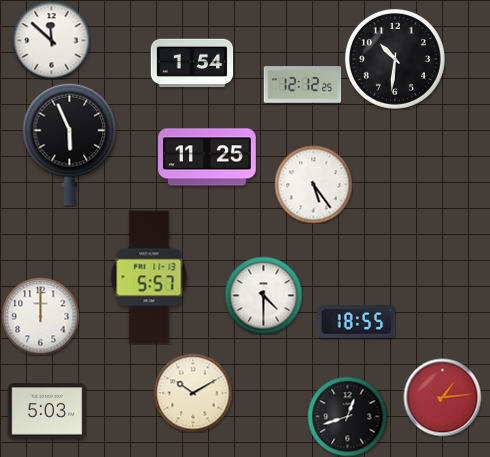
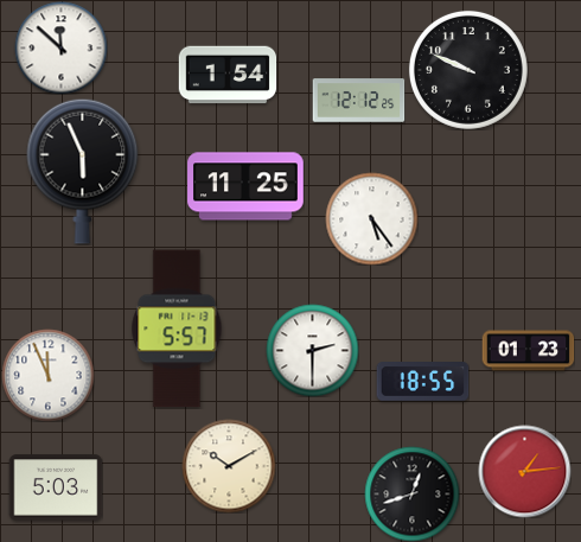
clock at (395, 59): 10:31 -> 9:49
clock at (263, 295): 4:30 -> 2:30
clock at (528, 351): none -> 01:23
clock at (40, 316): 12:00 -> 11:56
